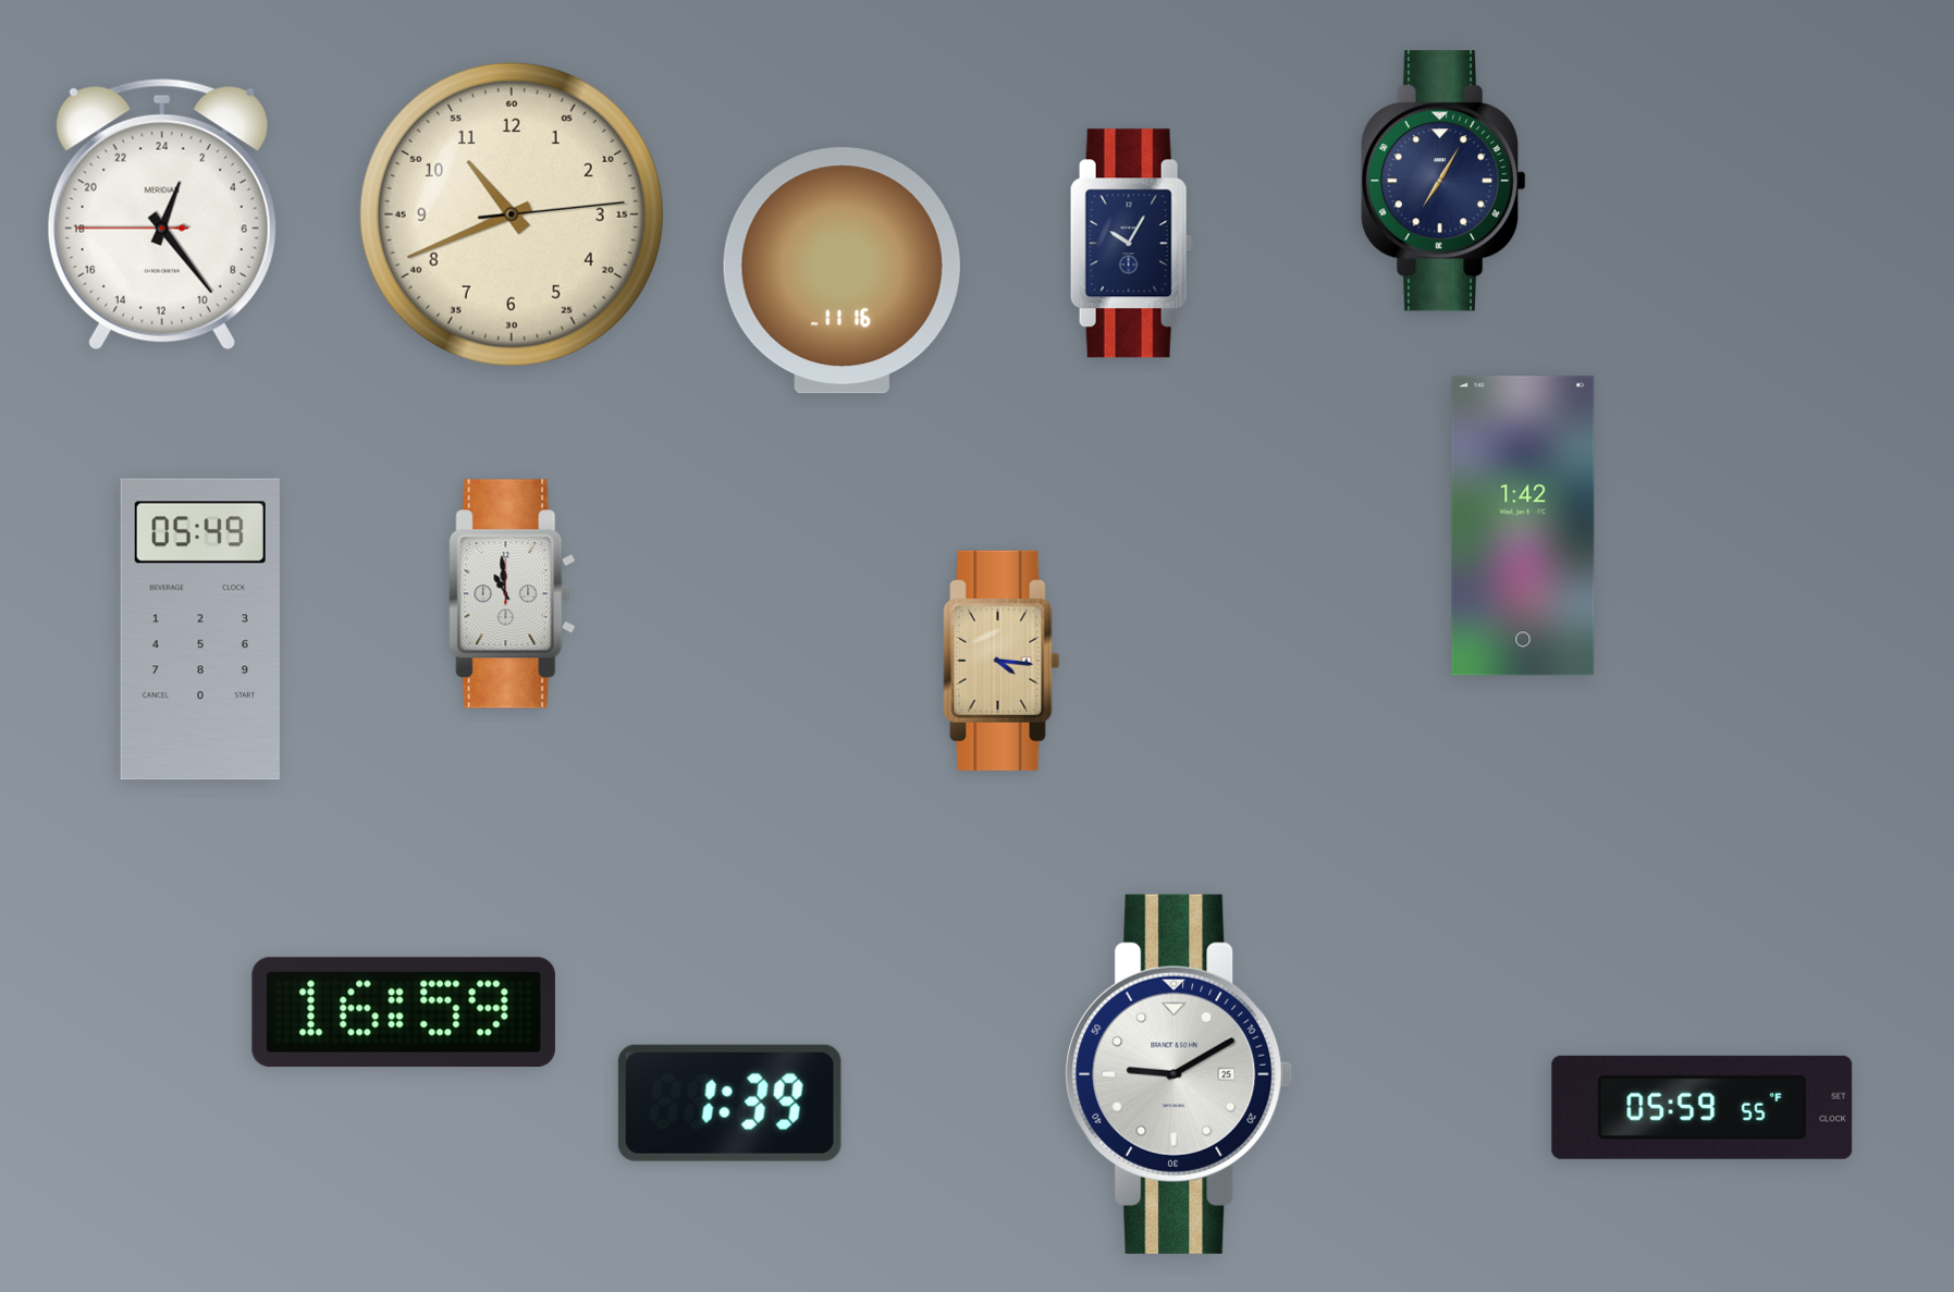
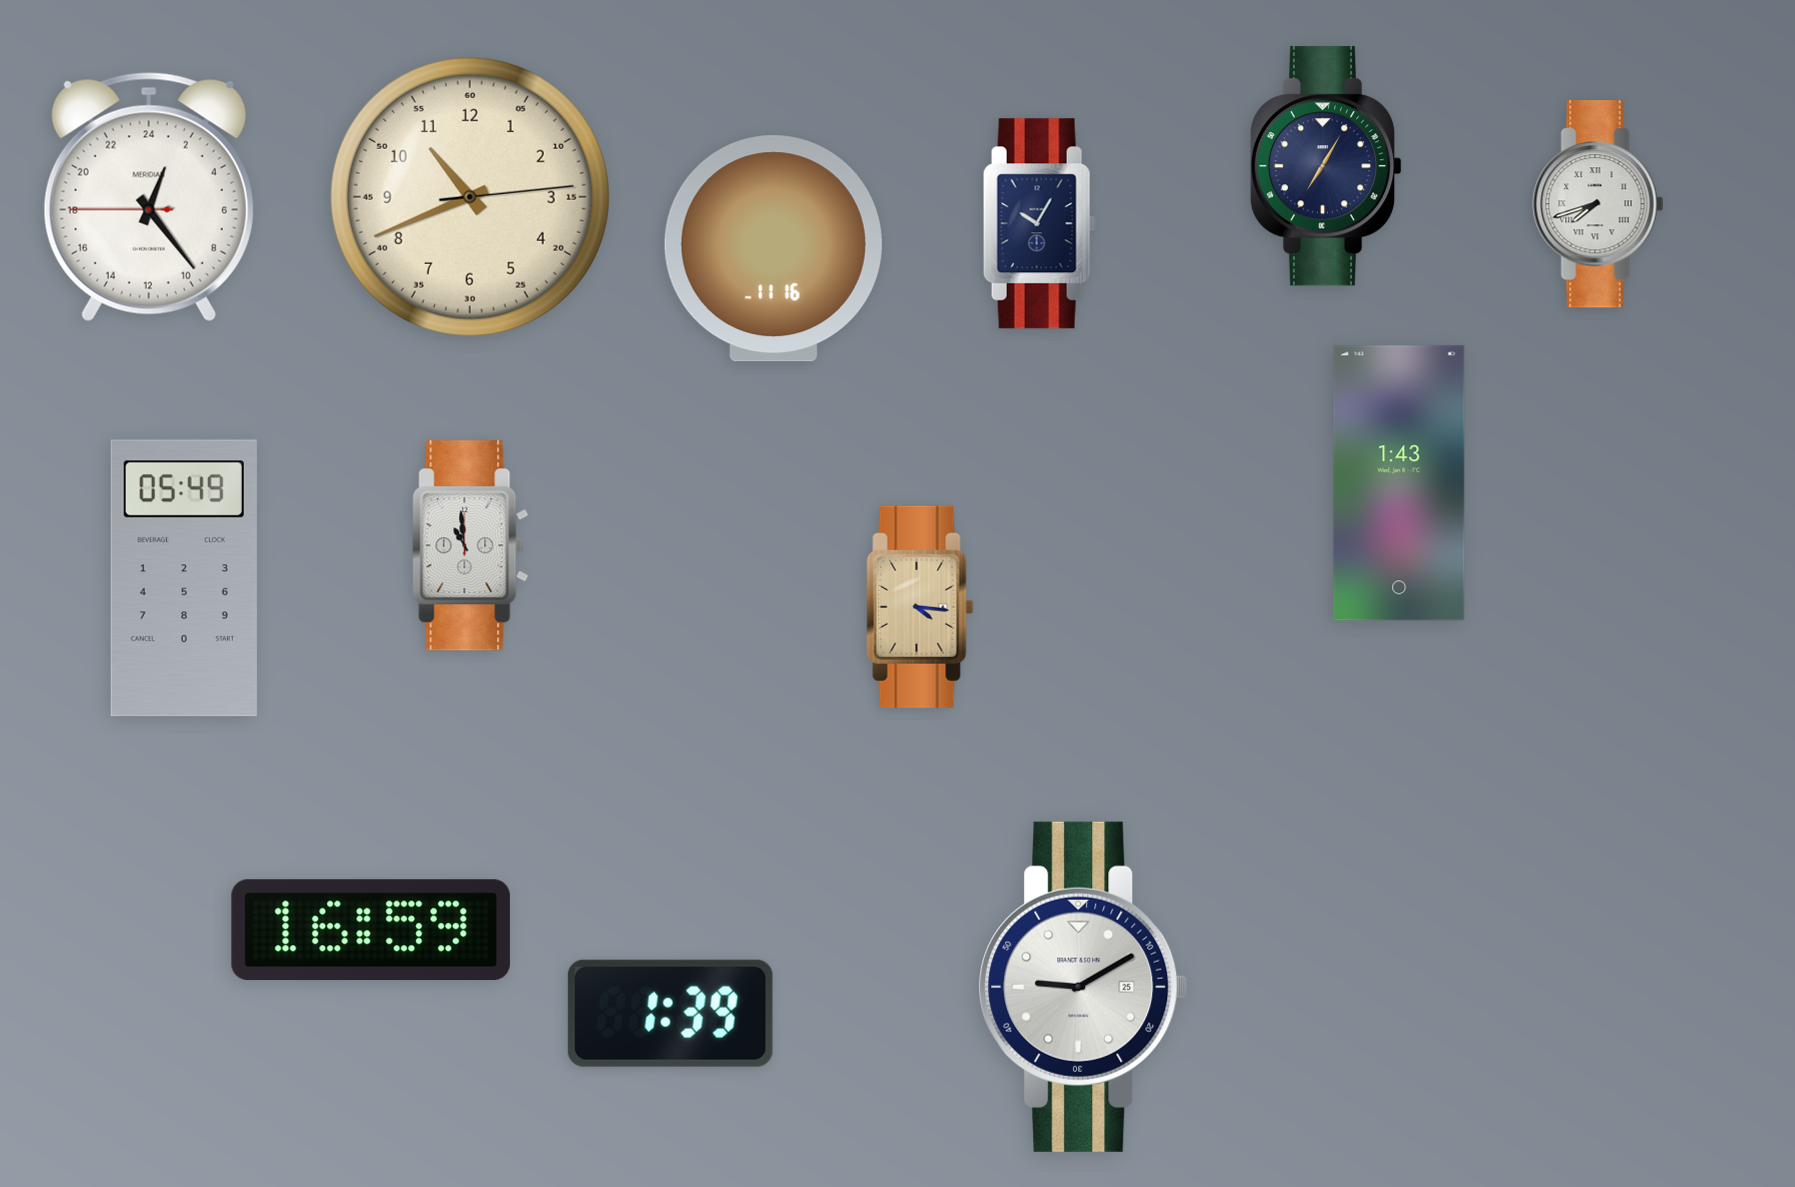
clock at (1598, 204): none -> 7:42
clock at (1523, 526): 1:42 -> 1:43
clock at (1703, 1107): 05:59 -> none
